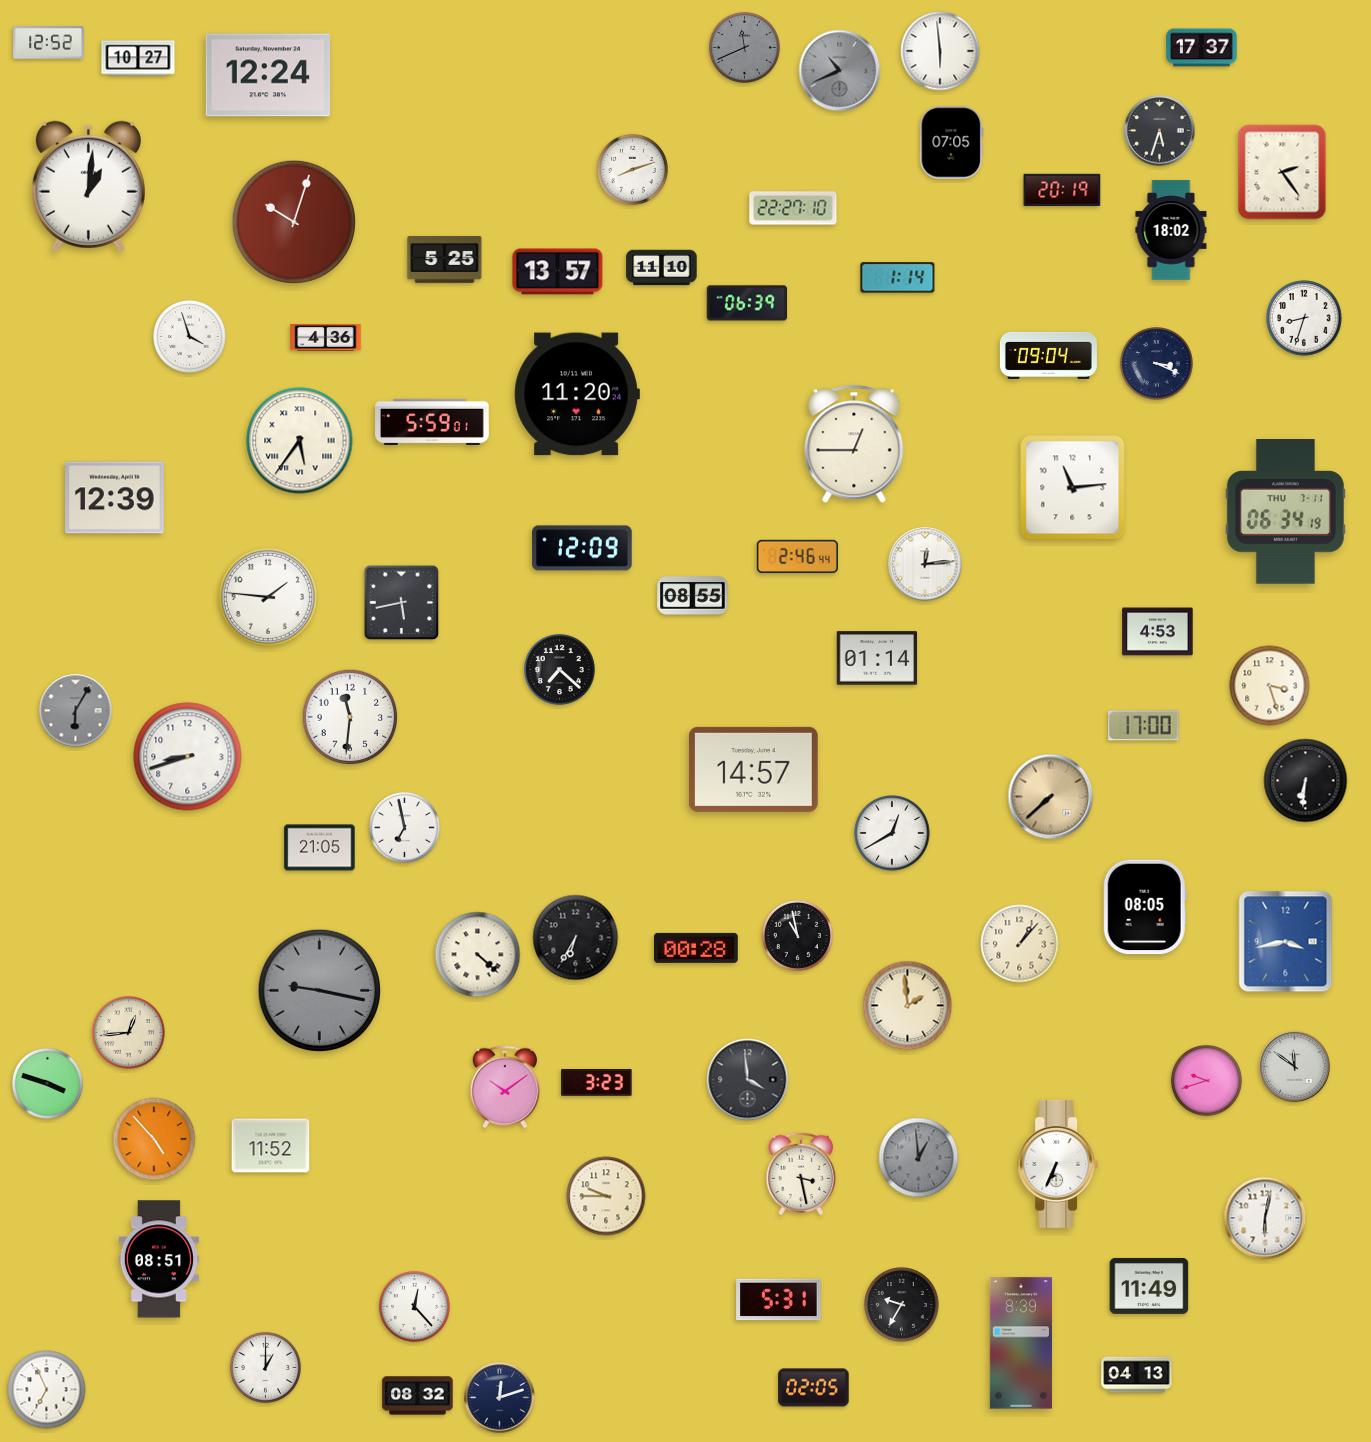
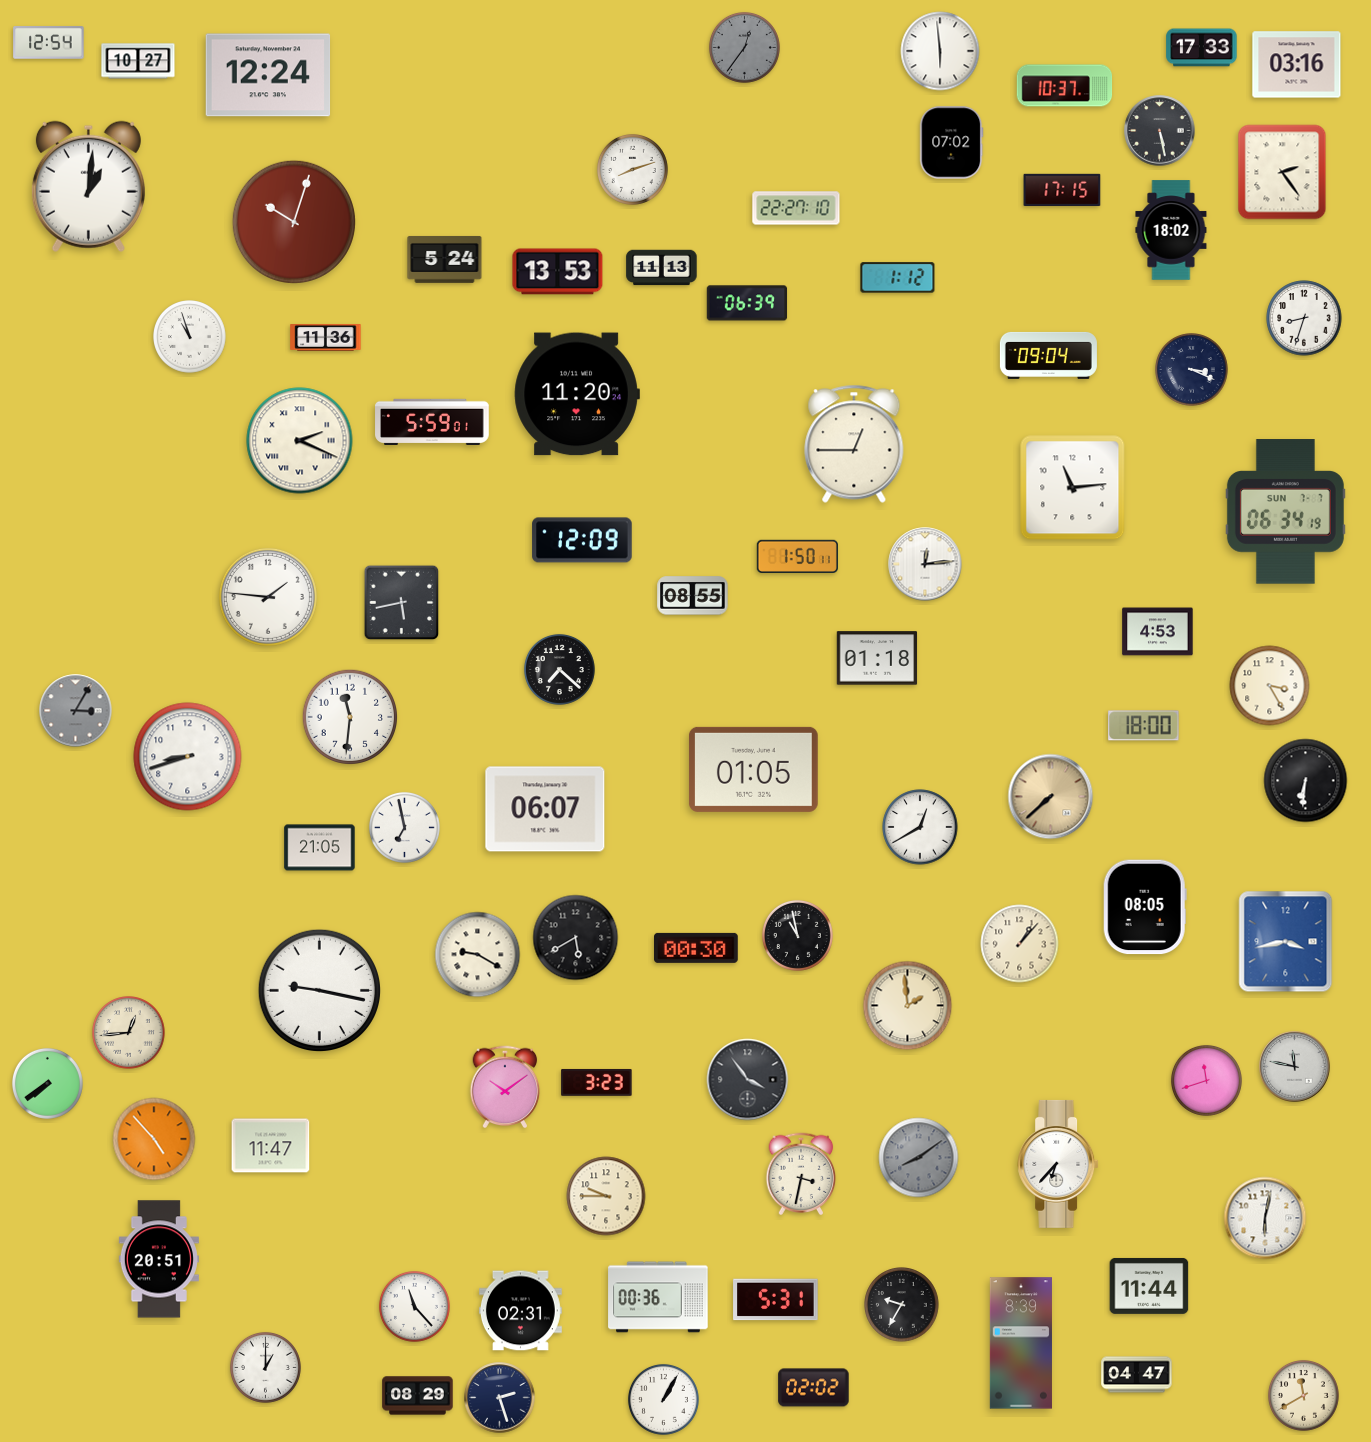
clock at (49, 43): 12:52 -> 12:54
clock at (744, 47): 11:41 -> 12:36
clock at (1202, 48): 17:37 -> 17:33
clock at (138, 58) position: (138, 58) -> (138, 61)
clock at (1297, 65): none -> 03:16
clock at (840, 71): 10:41 -> none
clock at (1065, 86): none -> 10:37
clock at (1160, 131): 5:33 -> 5:28
clock at (952, 143): 07:05 -> 07:02
clock at (1062, 190): 20:19 -> 17:15
clock at (793, 208) position: (793, 208) -> (796, 208)
clock at (445, 260): 5:25 -> 5:24
clock at (662, 268): 11:10 -> 11:13
clock at (558, 272): 13:57 -> 13:53
clock at (898, 278): 1:14 -> 1:12
clock at (190, 337): 3:57 -> 10:57
clock at (326, 338): 4:36 -> 11:36
clock at (1157, 364) position: (1157, 364) -> (1192, 370)
clock at (300, 441): 5:36 -> 2:19
clock at (115, 498): 12:39 -> none
clock at (1285, 512) date: THU 7-11 -> SUN 7-7
clock at (582, 548) position: (582, 548) -> (582, 540)
clock at (797, 556): 2:46 -> 1:50
clock at (877, 658): 01:14 -> 01:18
clock at (1270, 686): 3:27 -> 3:25
clock at (76, 711): 6:05 -> 3:05
clock at (1144, 726): 17:00 -> 18:00
clock at (753, 769): 14:57 -> 01:05
clock at (545, 809): none -> 06:07
clock at (892, 833) position: (892, 833) -> (920, 827)
clock at (576, 938): 6:35 -> 5:40
clock at (697, 948): 00:28 -> 00:30
clock at (478, 955): 4:22 -> 9:20
clock at (319, 990) dial: grey -> white
clock at (1295, 1067): 11:51 -> 11:47
clock at (748, 1080): 3:59 -> 3:54
clock at (1206, 1080): 9:42 -> 11:42
clock at (47, 1083): 3:48 -> 7:39
clock at (271, 1146): 11:52 -> 11:47
clock at (919, 1158): 12:59 -> 8:09
clock at (1058, 1164): 6:34 -> 6:37
clock at (801, 1174): 3:28 -> 3:32
clock at (159, 1259): 08:51 -> 20:51
clock at (1149, 1286): 11:49 -> 11:44
clock at (658, 1297): none -> 00:36
clock at (779, 1300) position: (779, 1300) -> (776, 1300)
clock at (414, 1306): 12:23 -> 11:23
clock at (520, 1311): none -> 02:31
clock at (1137, 1375): 04:13 -> 04:47
clock at (814, 1388): 02:05 -> 02:02
clock at (47, 1390): 6:56 -> none
clock at (1303, 1395): none -> 11:40
clock at (418, 1396): 08:32 -> 08:29
clock at (500, 1398): 12:12 -> 2:27
clock at (663, 1399): none -> 1:05
